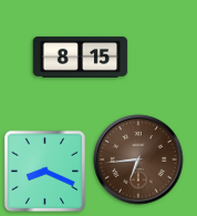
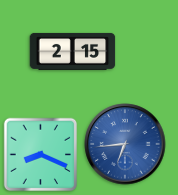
clock at (81, 56): 8:15 -> 2:15
clock at (138, 160) dial: brown -> blue
